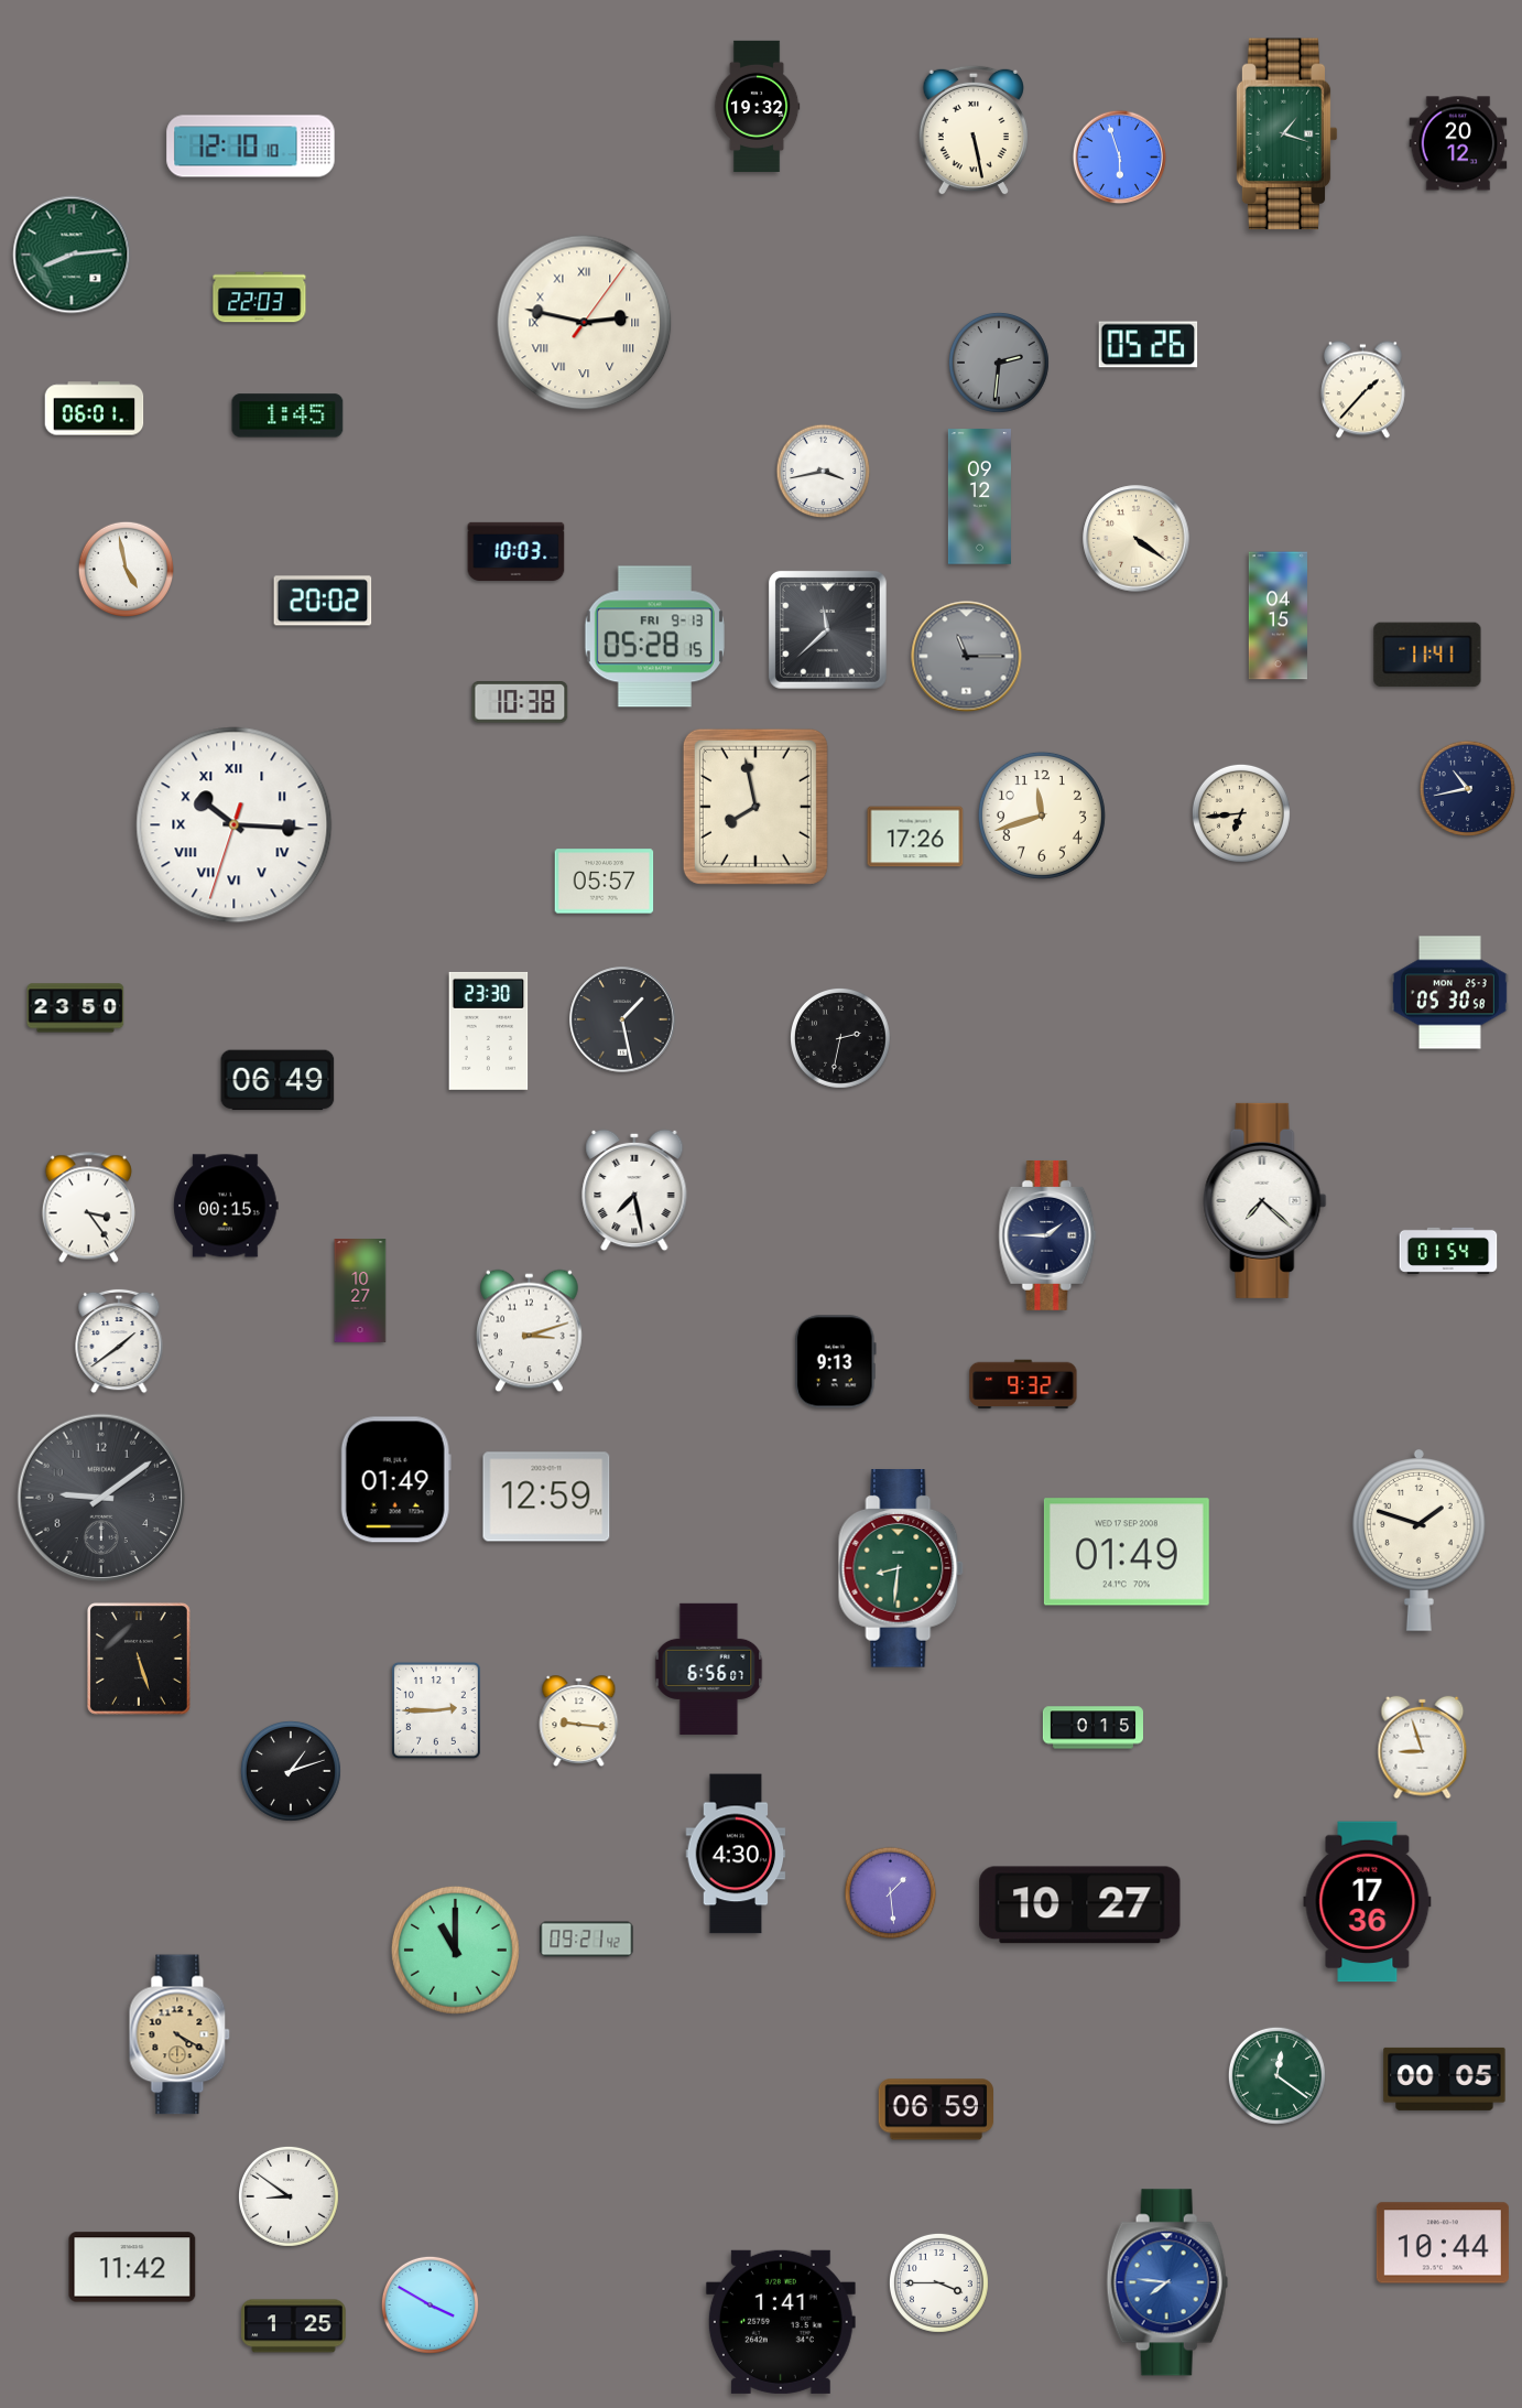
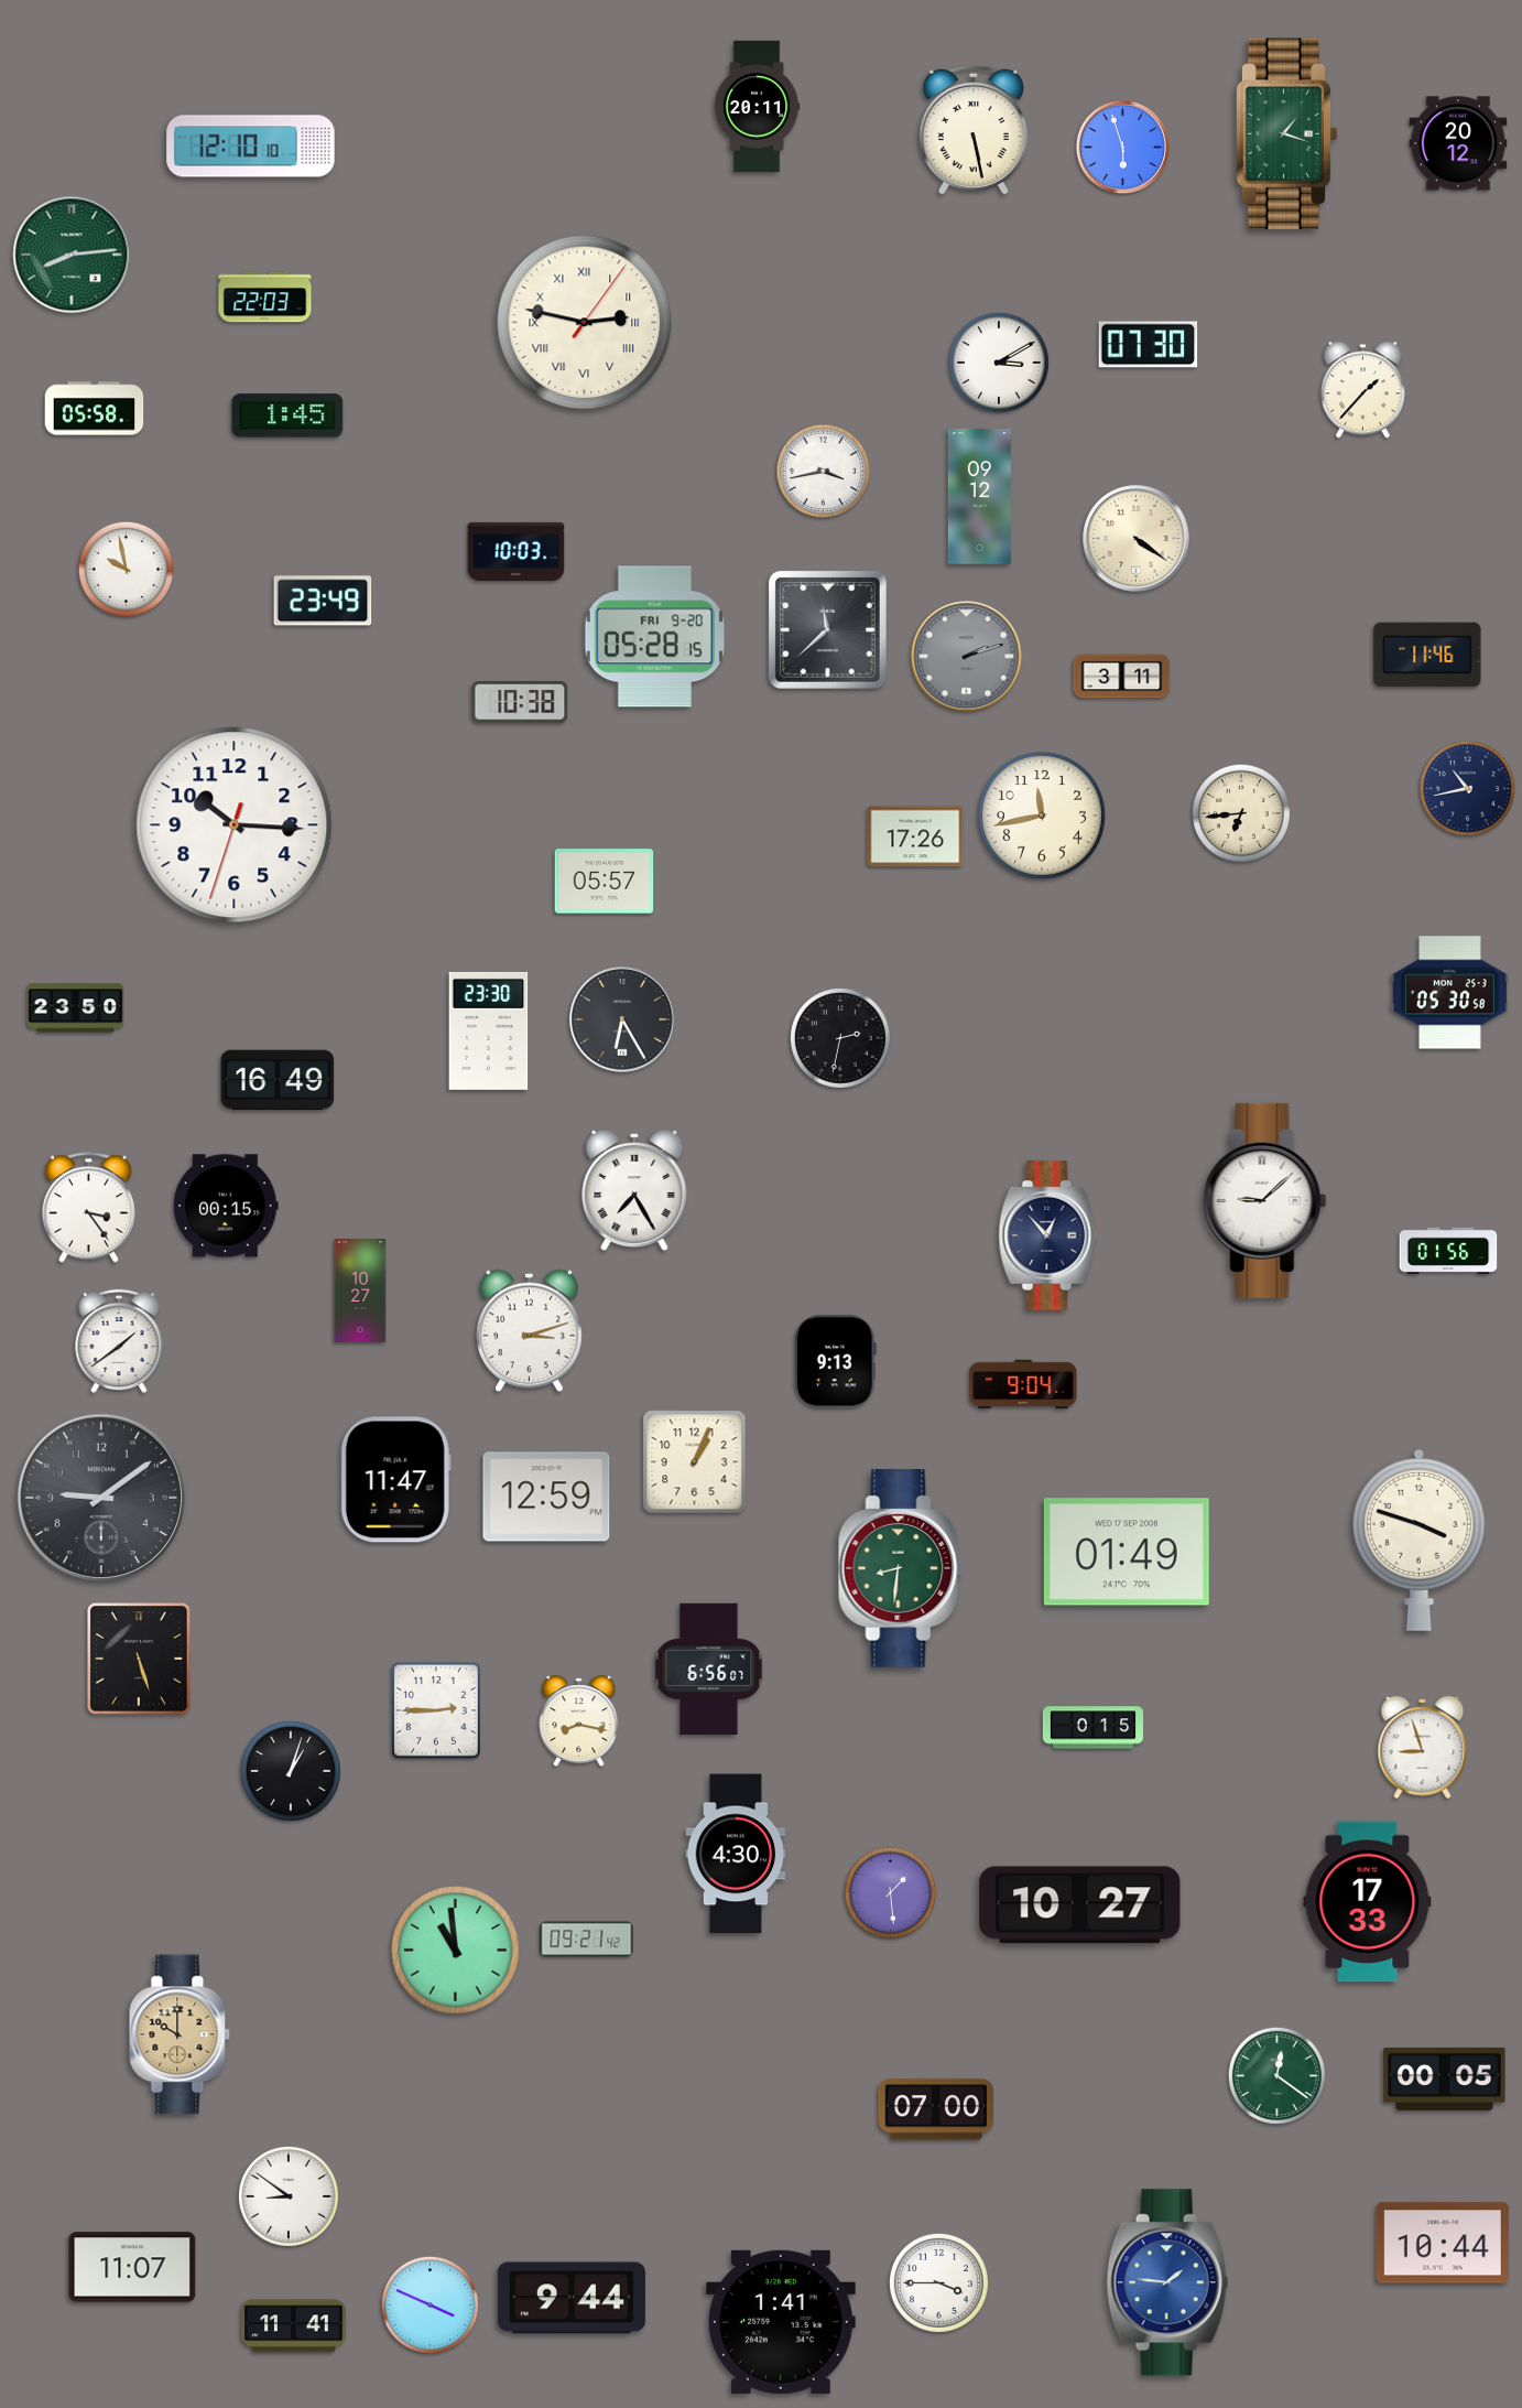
clock at (757, 106): 19:32 -> 20:11
clock at (1120, 158) position: (1120, 158) -> (1123, 148)
clock at (260, 298) position: (260, 298) -> (265, 298)
clock at (1149, 345): 05:26 -> 07:30
clock at (999, 363): 2:31 -> 3:10
clock at (999, 363) dial: grey -> white
clock at (95, 409): 06:01 -> 05:58
clock at (126, 569): 4:58 -> 9:58
clock at (323, 601): 20:02 -> 23:49
clock at (1278, 616): 04:15 -> none
clock at (654, 637) date: FRI 9-13 -> FRI 9-20
clock at (1427, 655): 11:41 -> 11:46
clock at (967, 657): 11:15 -> 2:12
clock at (1122, 677): none -> 3:11
clock at (755, 807): 7:58 -> none
clock at (1042, 816): 11:42 -> 11:43
clock at (235, 825) numerals: Roman -> Arabic
clock at (622, 1019): 1:28 -> 6:25
clock at (278, 1080): 06:49 -> 16:49
clock at (634, 1190): 7:28 -> 7:25
clock at (1265, 1200): 7:22 -> 9:08
clock at (1047, 1235): 1:45 -> 12:53
clock at (1448, 1251): 01:54 -> 01:56
clock at (1023, 1384): 9:32 -> 9:04
clock at (695, 1462): none -> 1:04
clock at (395, 1480): 01:49 -> 11:47
clock at (1418, 1540): 1:48 -> 3:48
clock at (579, 1721): 9:16 -> 8:17
clock at (291, 1771): 1:12 -> 1:03
clock at (1368, 1902): 17:36 -> 17:33
clock at (455, 1950): 11:00 -> 10:59
clock at (180, 2034): 4:20 -> 10:00
clock at (935, 2109): 06:59 -> 07:00
clock at (132, 2267): 11:42 -> 11:07
clock at (1167, 2282): 7:46 -> 1:46
clock at (572, 2298): none -> 9:44
clock at (430, 2304): 3:50 -> 3:49
clock at (294, 2326): 1:25 -> 11:41
